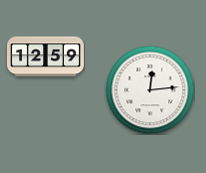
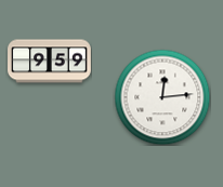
clock at (46, 57): 12:59 -> 9:59
